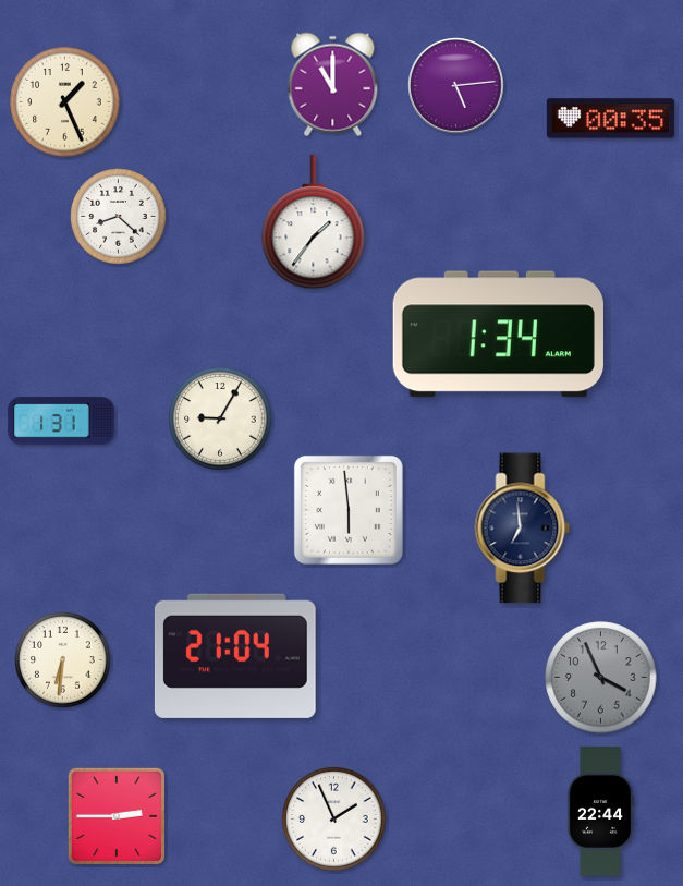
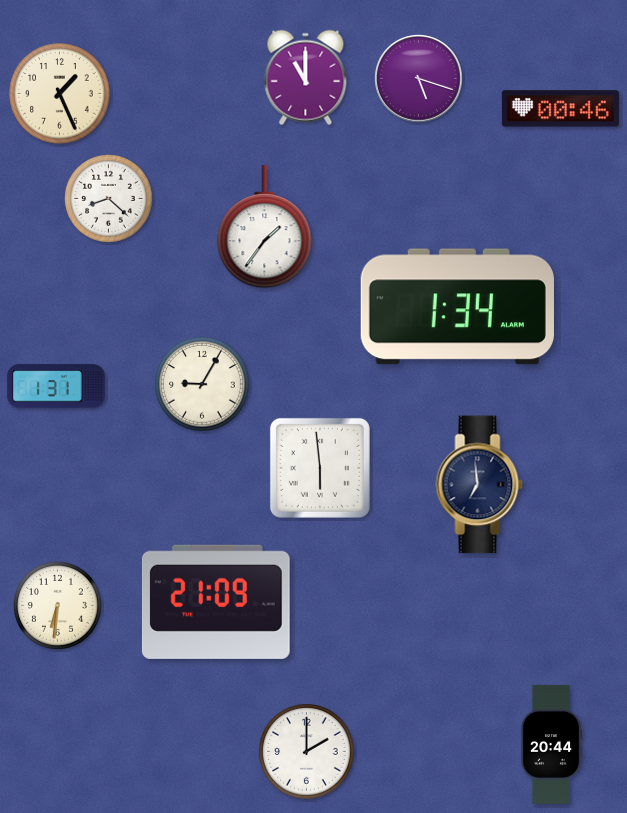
clock at (456, 86): 5:14 -> 5:18
clock at (610, 119): 00:35 -> 00:46
clock at (314, 222) position: (314, 222) -> (265, 227)
clock at (235, 656): 21:04 -> 21:09
clock at (601, 678): 3:56 -> none
clock at (600, 811): 22:44 -> 20:44
clock at (115, 815): 2:45 -> none
clock at (334, 820): 1:56 -> 2:00
